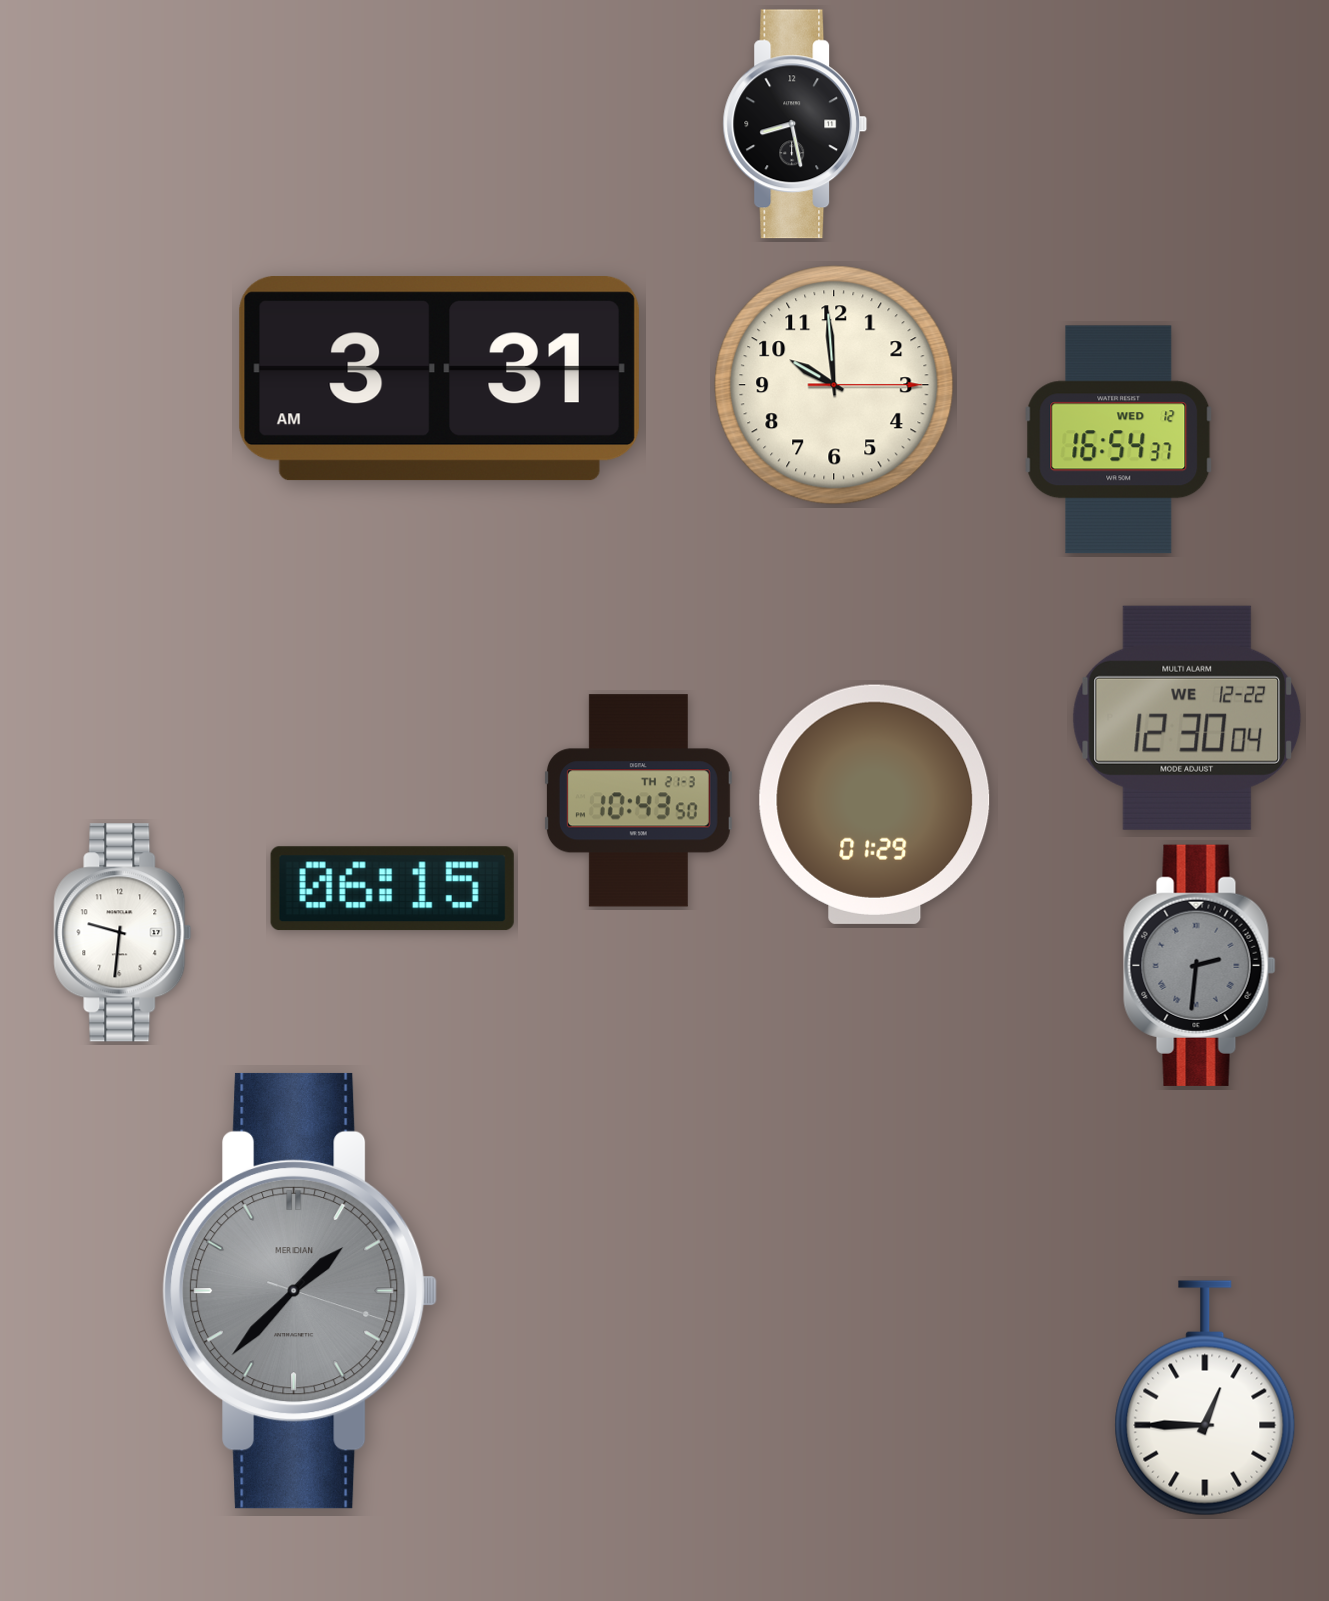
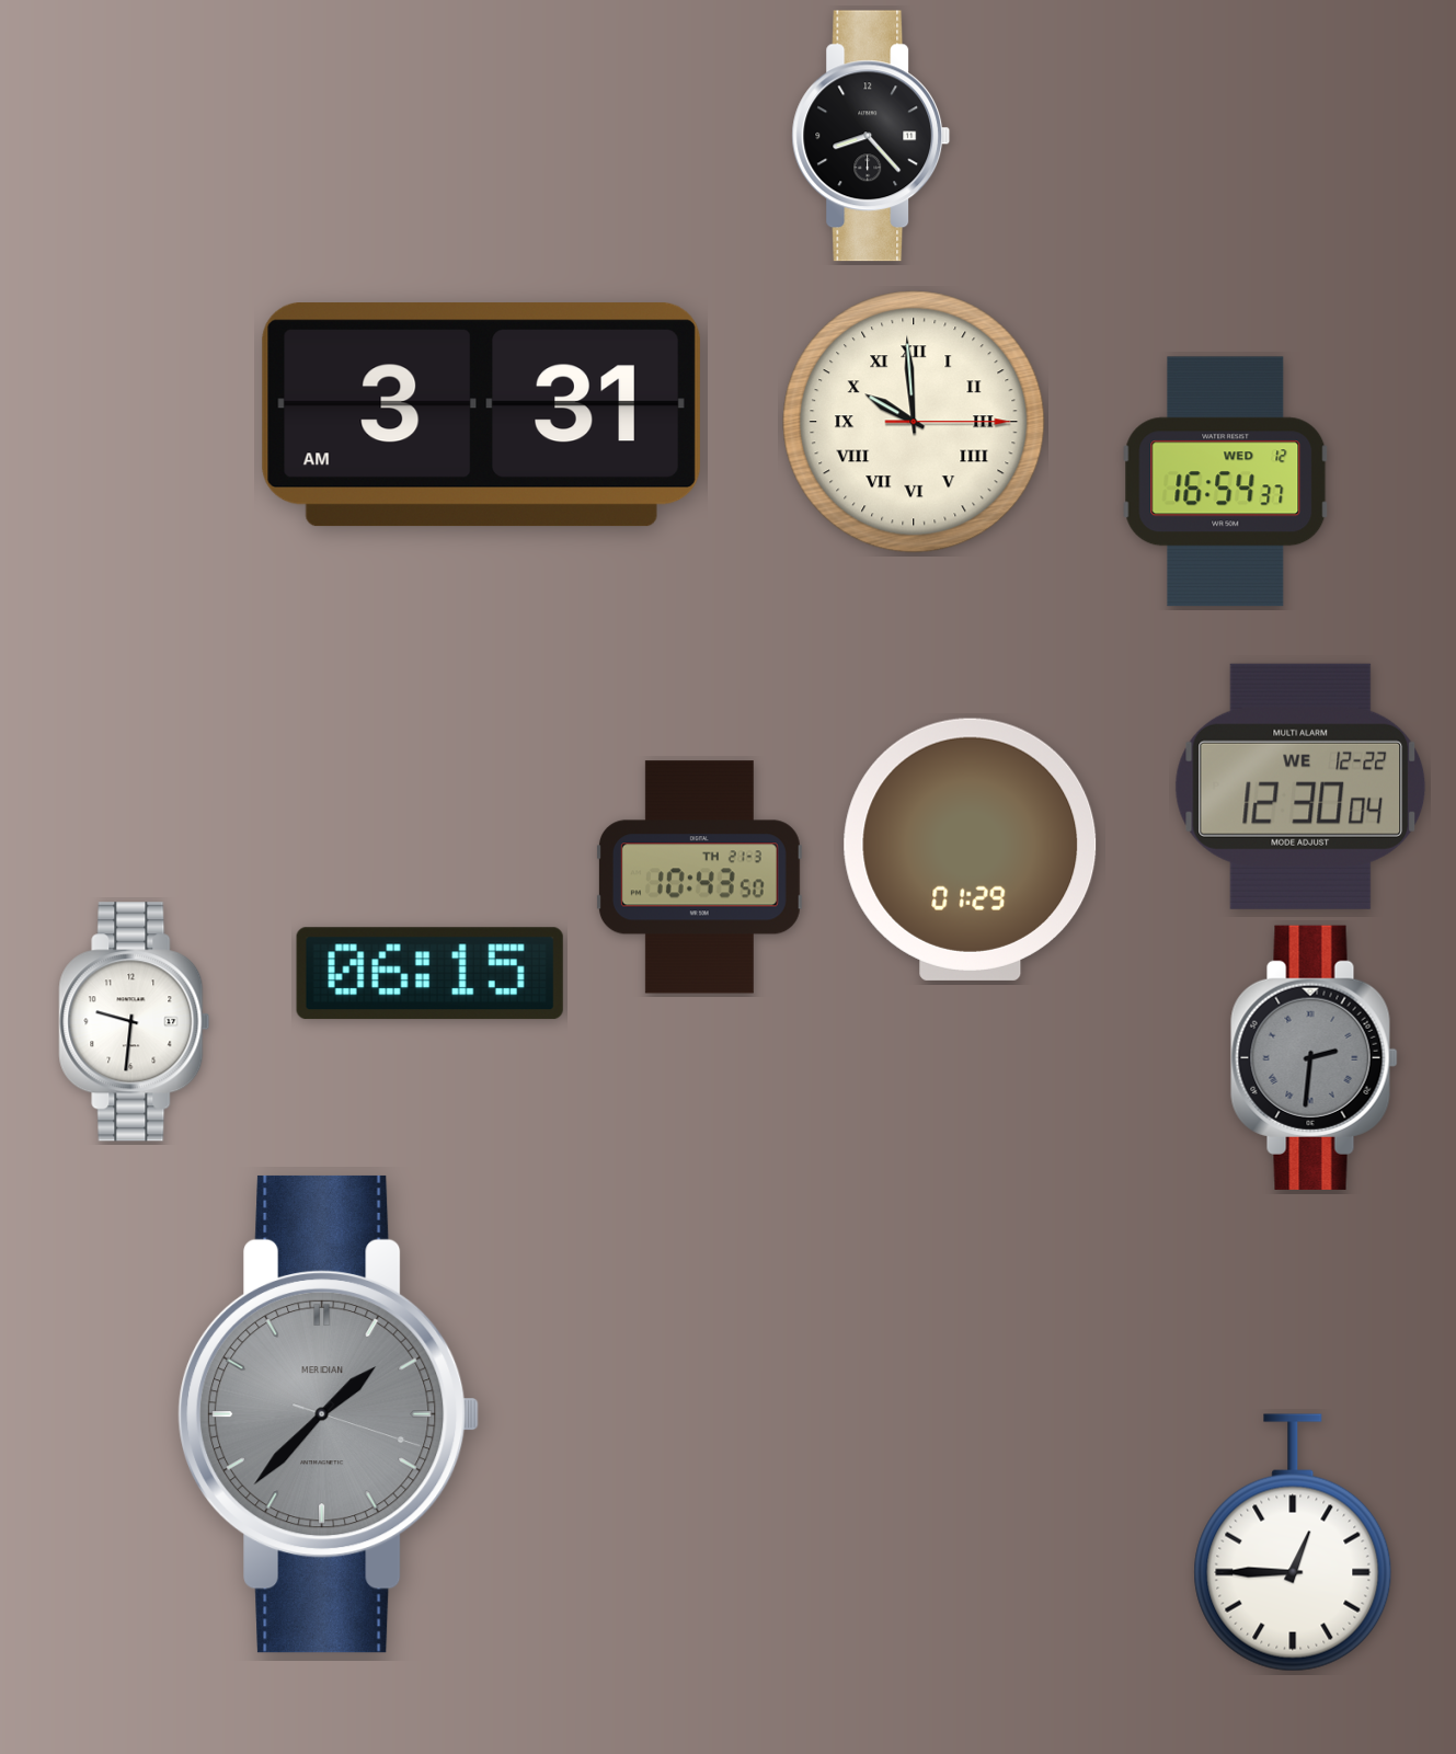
clock at (795, 124): 8:28 -> 8:23
clock at (834, 385) numerals: Arabic -> Roman
clock at (875, 804) position: (875, 804) -> (971, 849)
clock at (1205, 1398) position: (1205, 1398) -> (1293, 1543)
